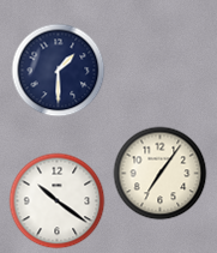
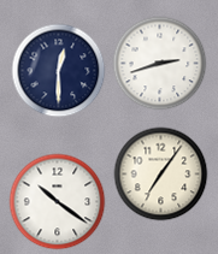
clock at (159, 63): none -> 2:42
clock at (58, 70): 1:30 -> 12:30
